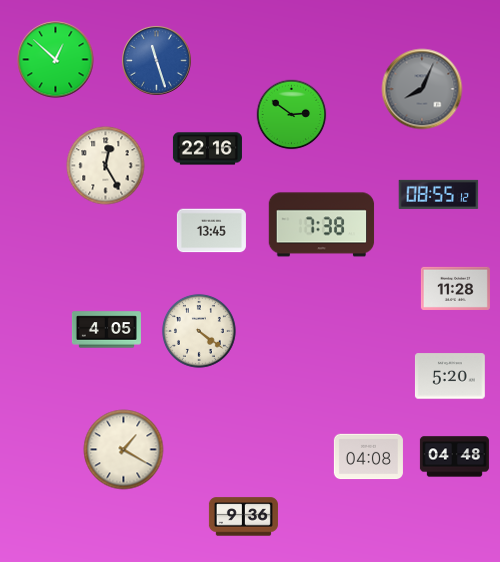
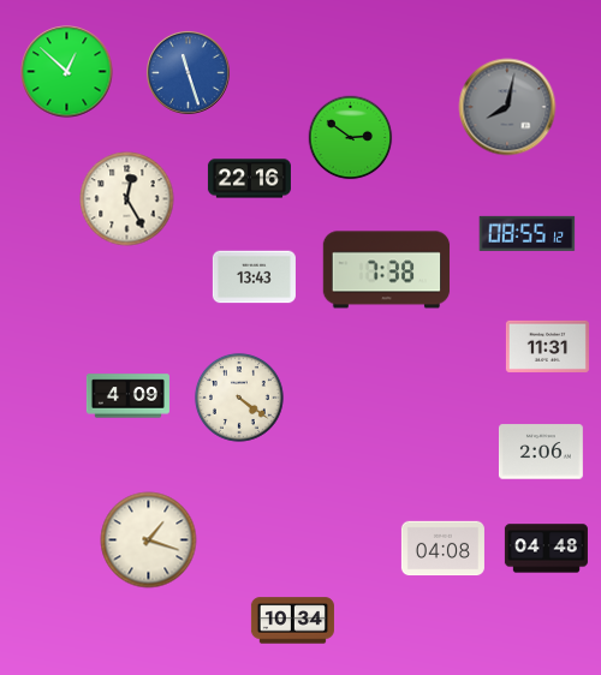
clock at (422, 89): 8:04 -> 8:02
clock at (211, 231): 13:45 -> 13:43
clock at (455, 288): 11:28 -> 11:31
clock at (106, 330): 4:05 -> 4:09
clock at (450, 376): 5:20 -> 2:06
clock at (124, 450): 1:20 -> 1:18
clock at (243, 517): 9:36 -> 10:34
